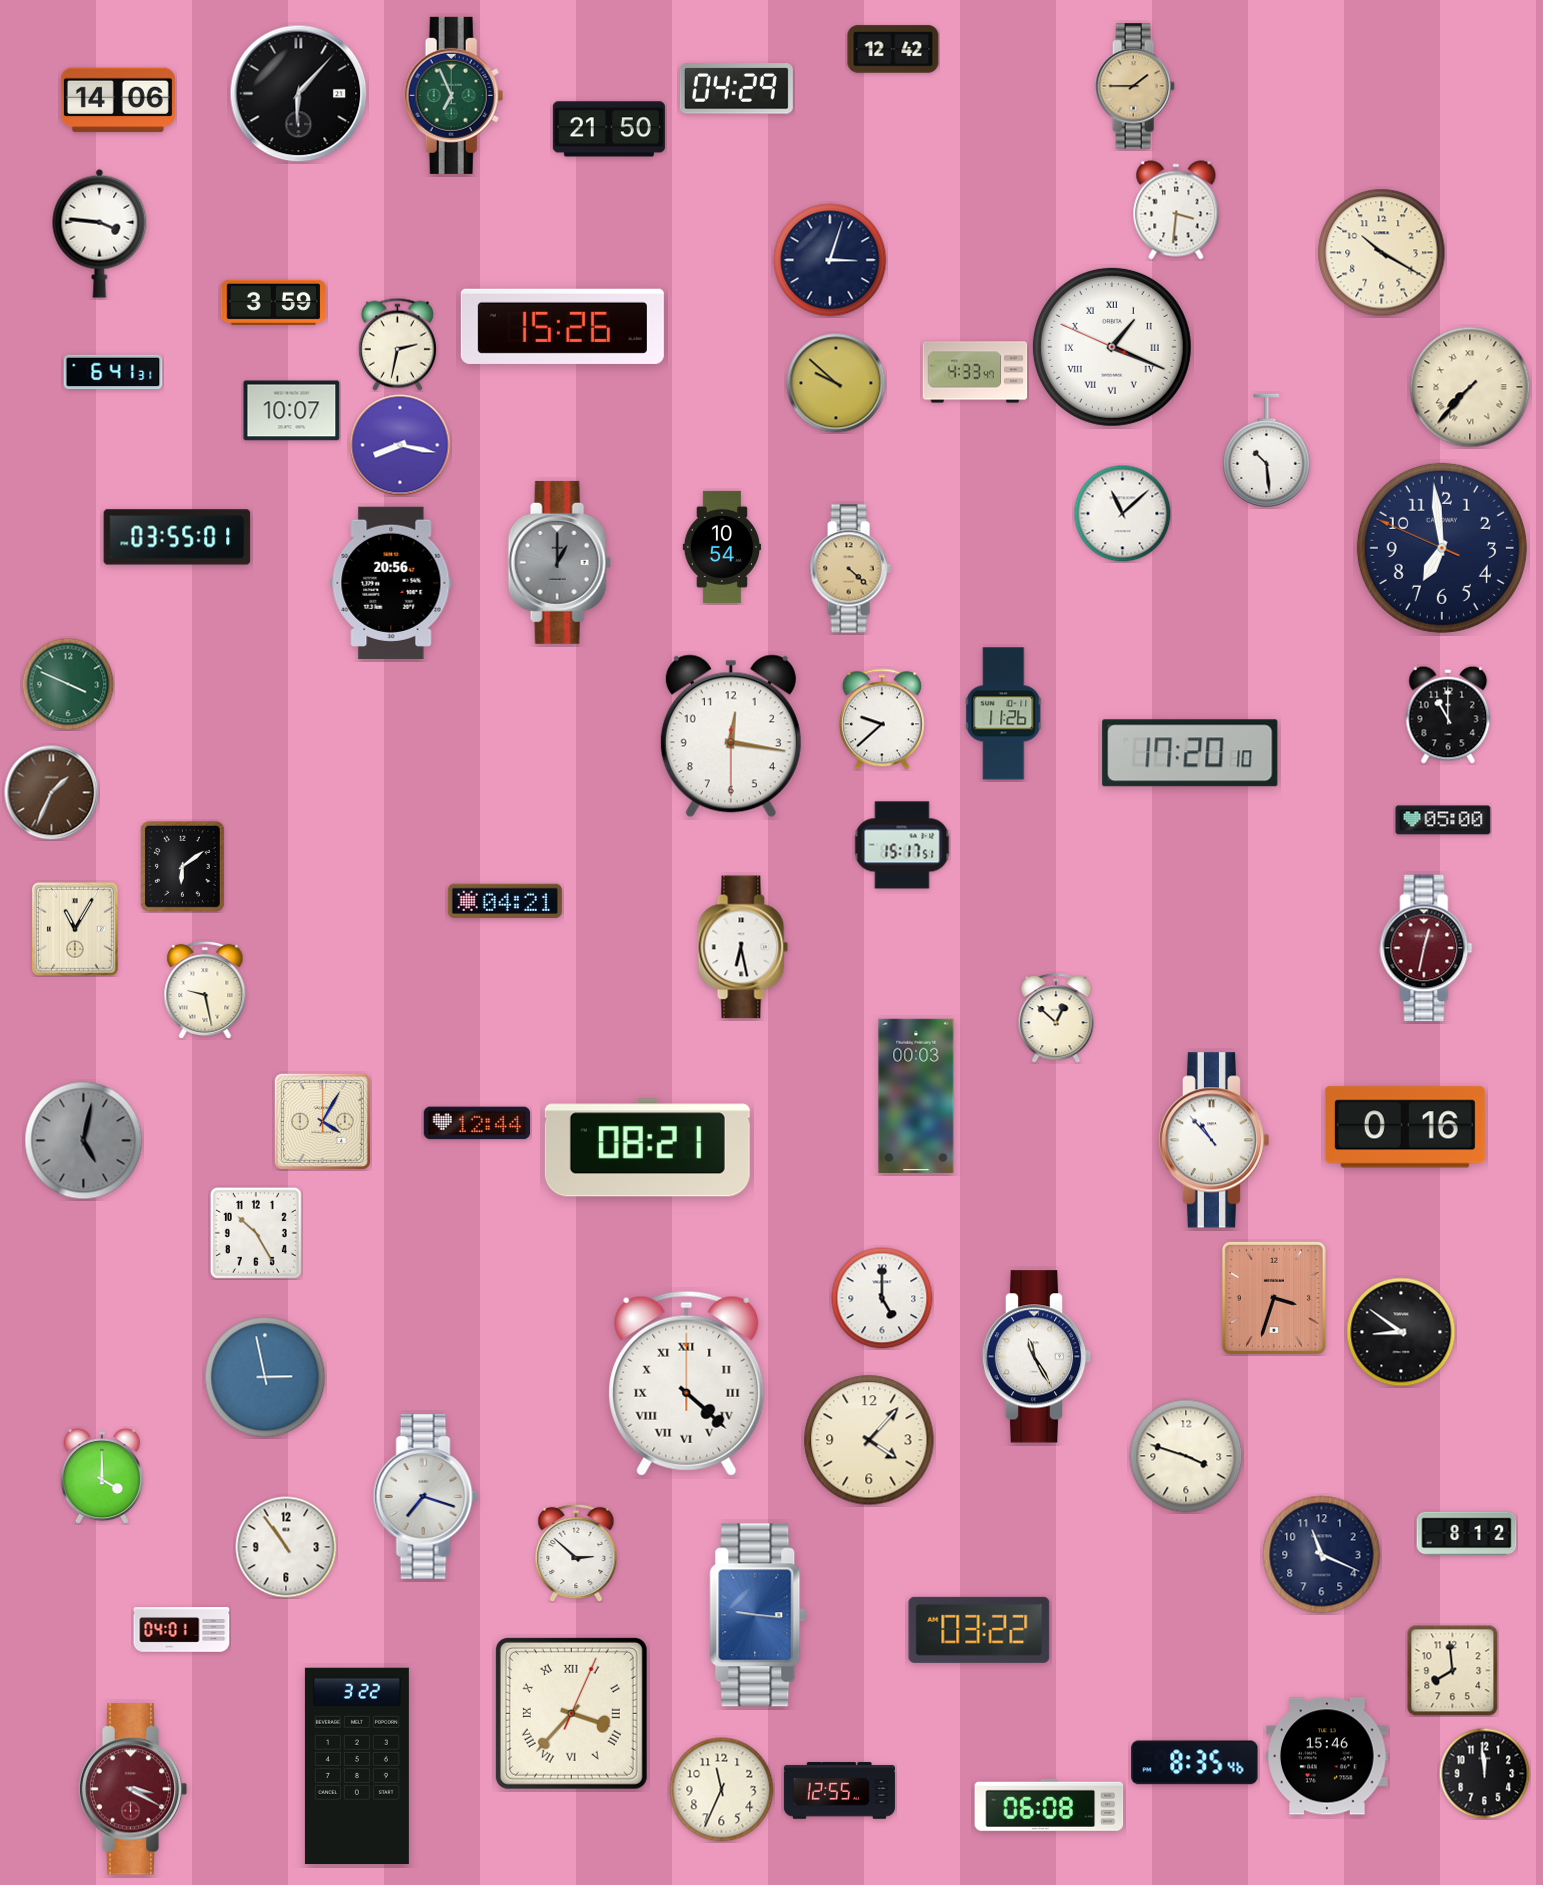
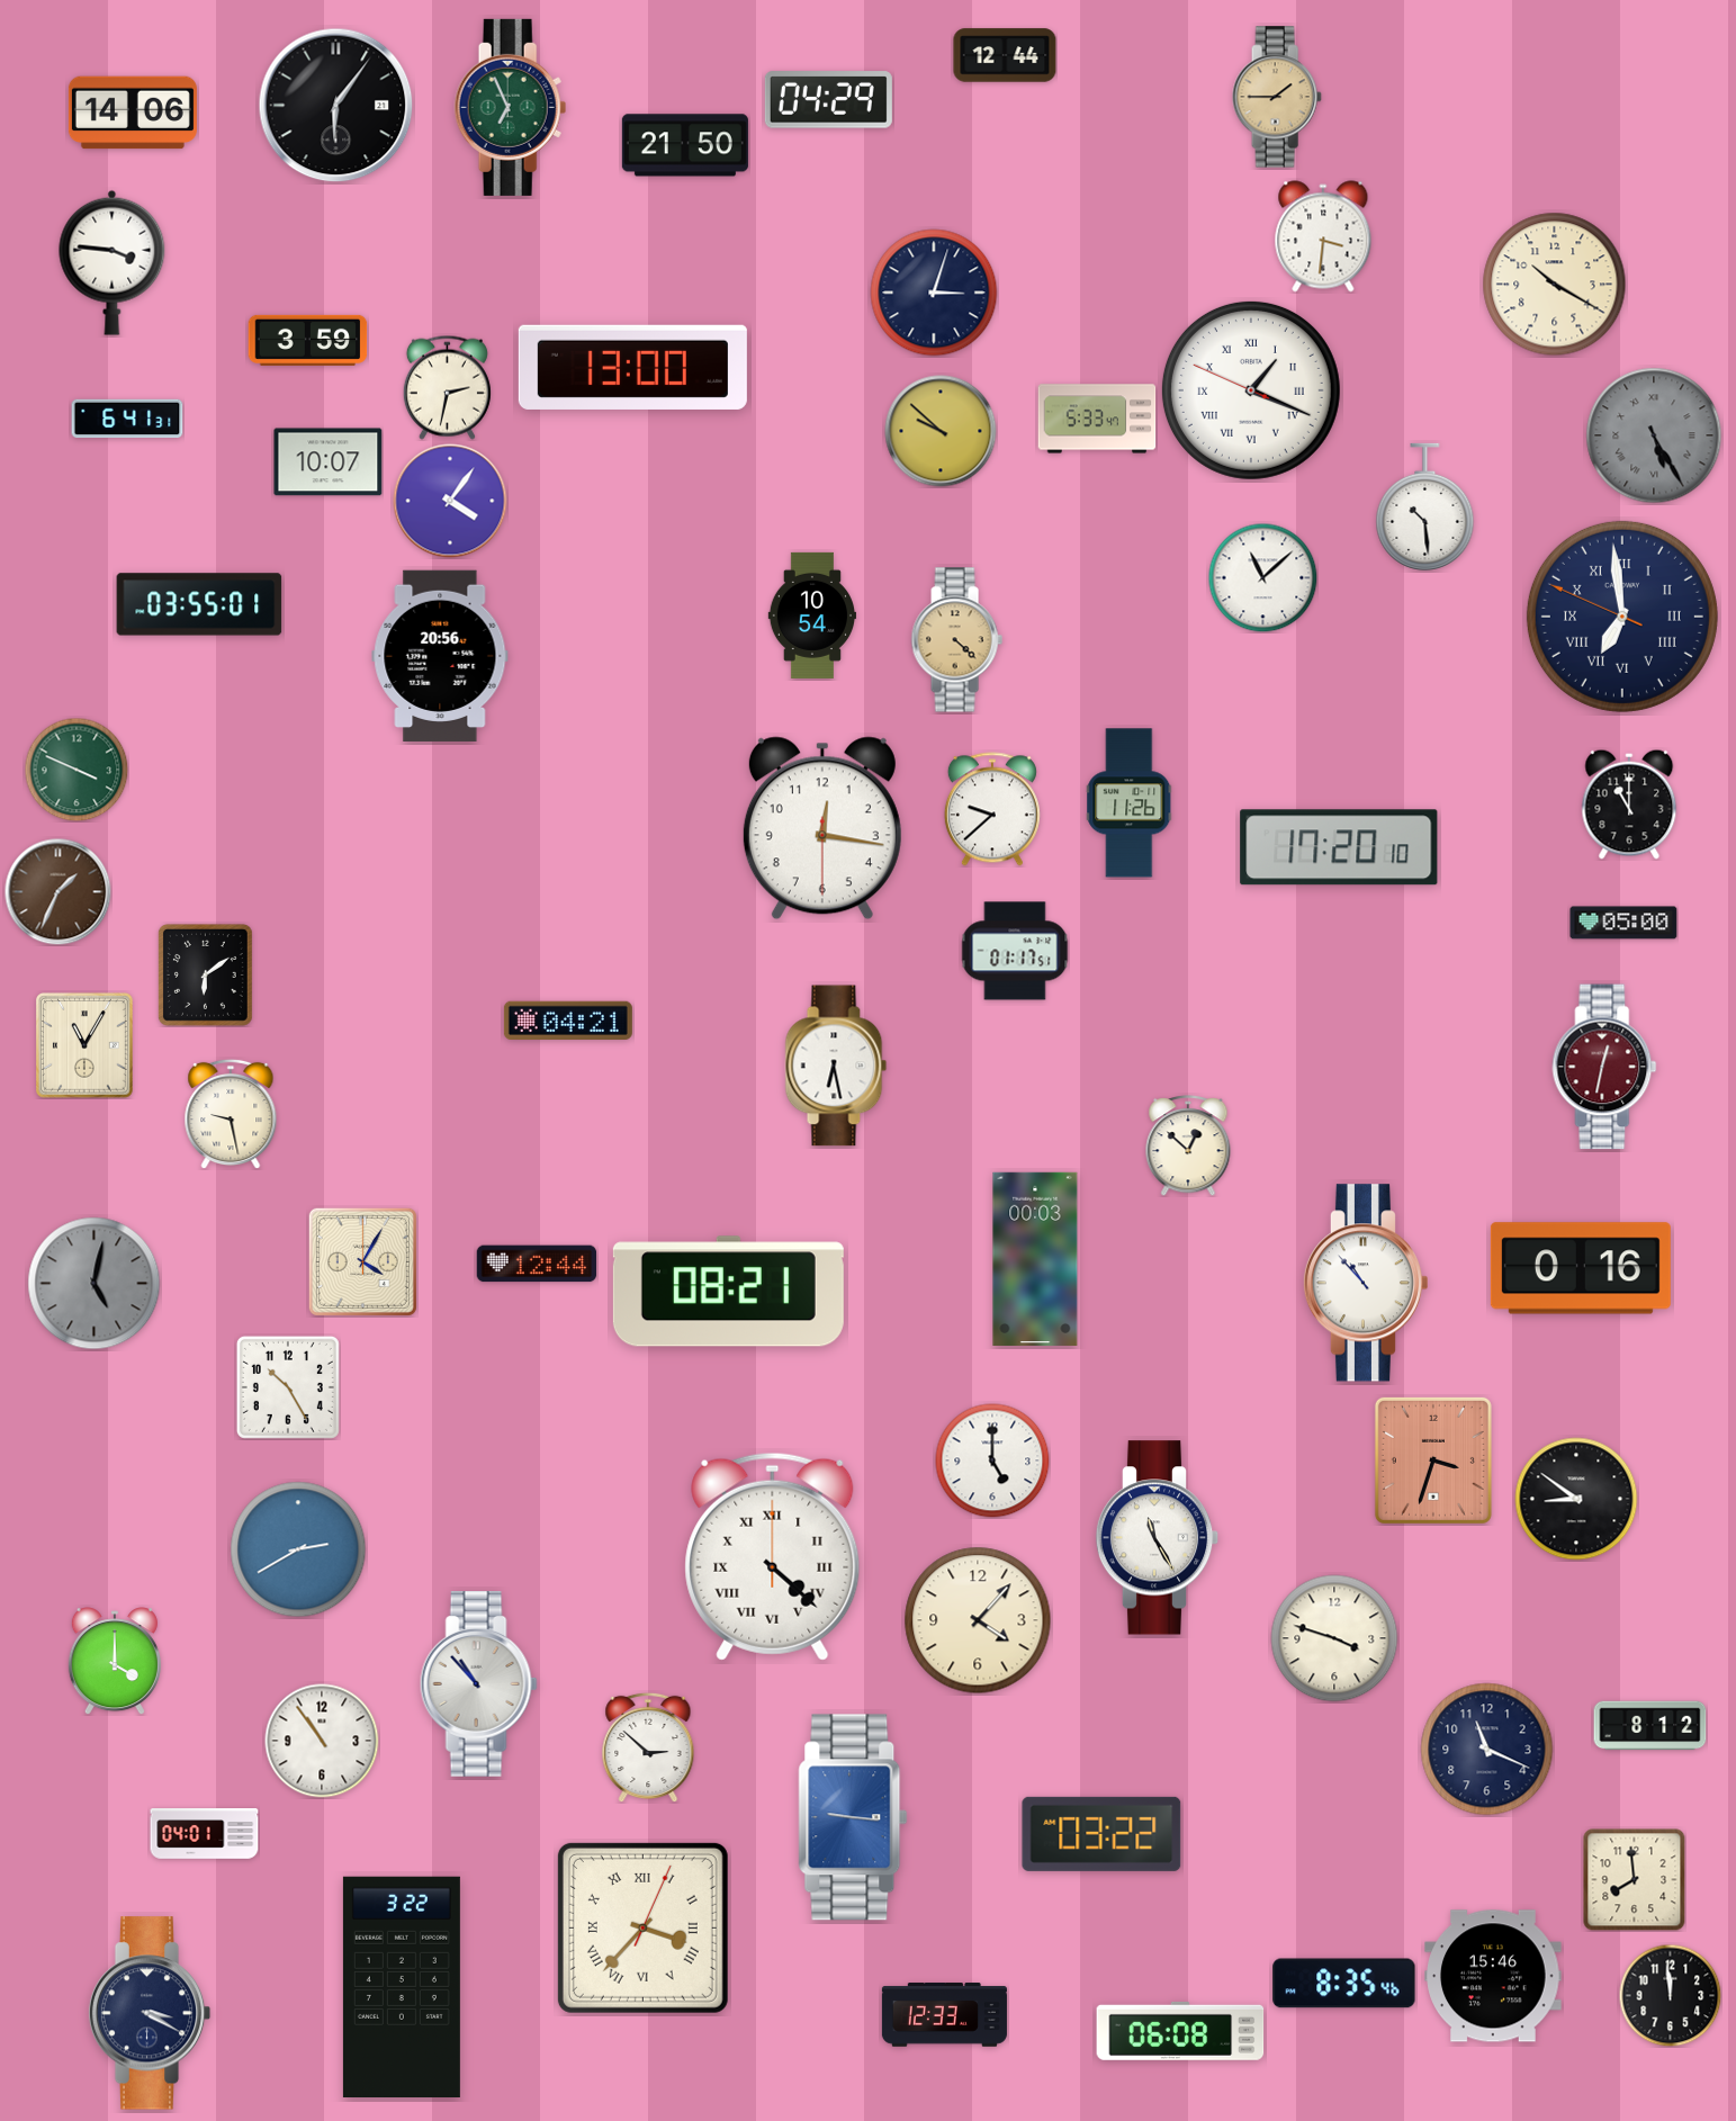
clock at (893, 49): 12:42 -> 12:44
clock at (299, 94): 6:07 -> 6:06
clock at (562, 326): 15:26 -> 13:00
clock at (975, 372): 4:33 -> 5:33
clock at (1470, 387): 7:37 -> 5:25
clock at (1470, 387) dial: cream -> grey
clock at (400, 445): 8:17 -> 4:06
clock at (1442, 548) numerals: Arabic -> Roman
clock at (559, 562): 1:00 -> none
clock at (902, 845): 15:17 -> 01:17
clock at (505, 900) position: (505, 900) -> (568, 1019)
clock at (916, 1096) position: (916, 1096) -> (1035, 1259)
clock at (1037, 1357) position: (1037, 1357) -> (1158, 1538)
clock at (265, 1377): 2:58 -> 2:40
clock at (425, 1497): 7:18 -> 10:53
clock at (133, 1789) dial: burgundy -> navy
clock at (722, 1790): 11:34 -> none
clock at (839, 1791): 12:55 -> 12:33
